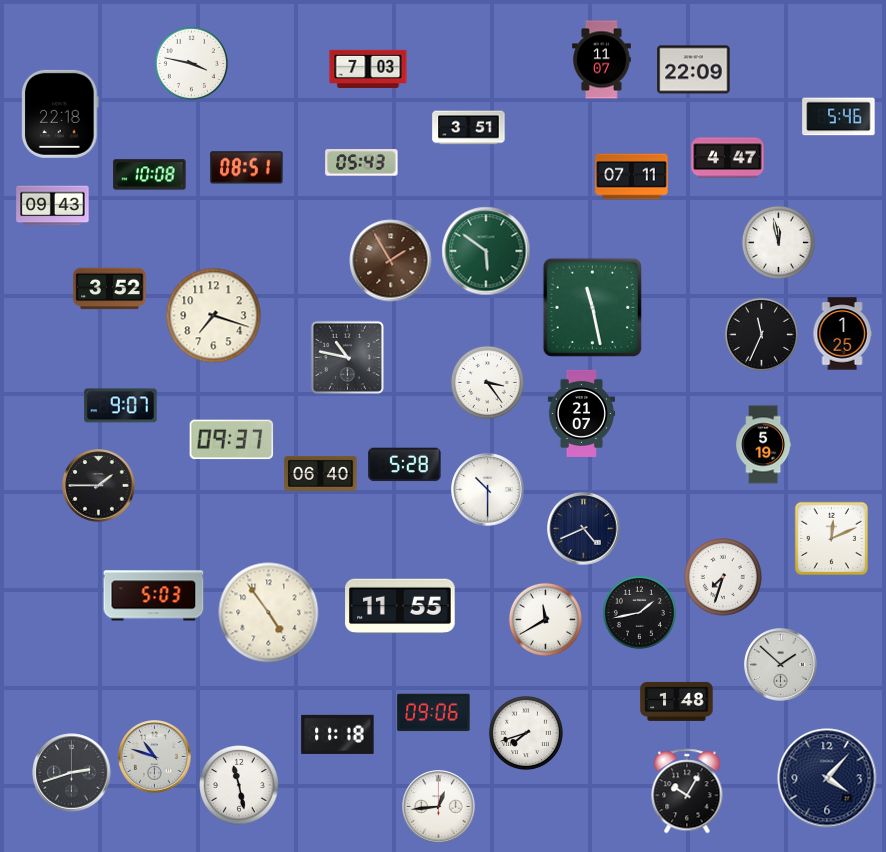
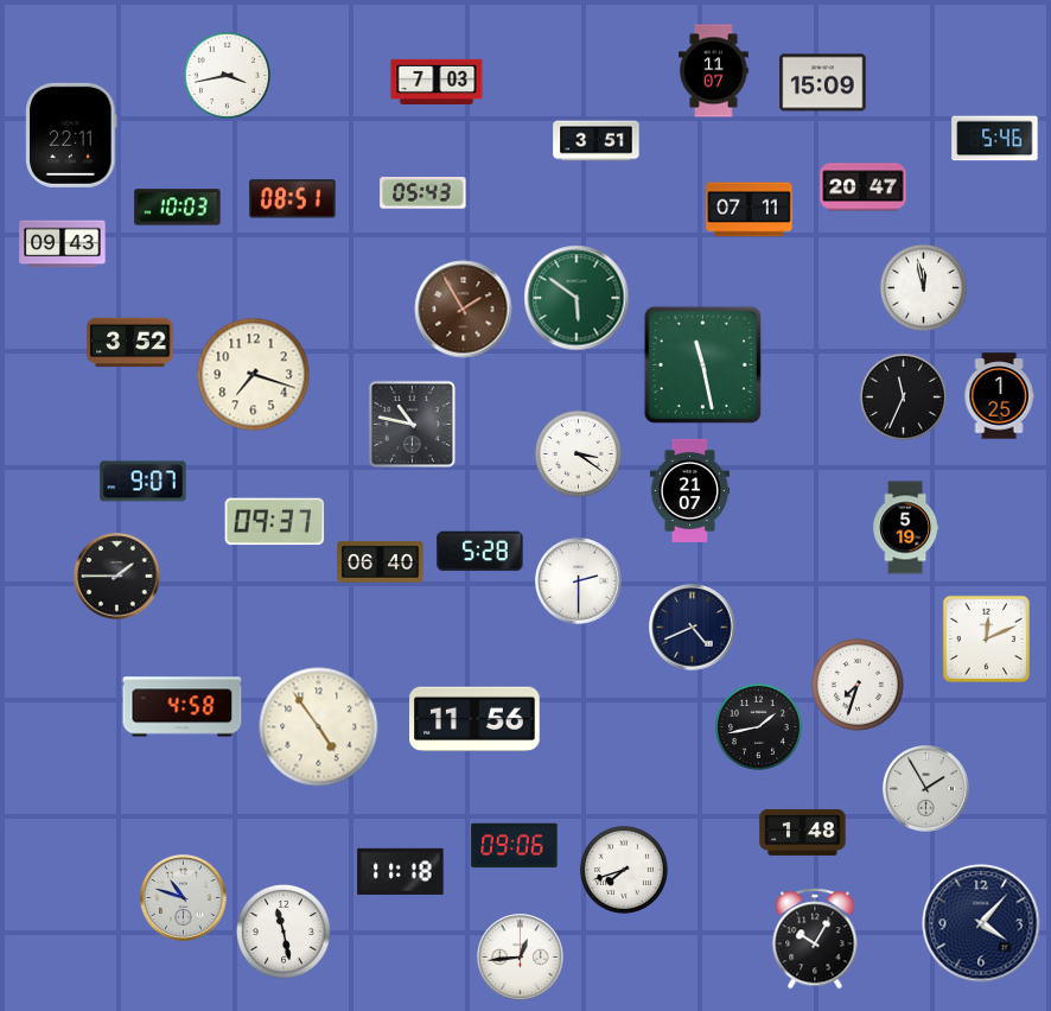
clock at (191, 63): 3:47 -> 3:43
clock at (694, 70): 22:09 -> 15:09
clock at (60, 114): 22:18 -> 22:11
clock at (469, 128) position: (469, 128) -> (597, 141)
clock at (728, 158): 4:47 -> 20:47
clock at (362, 163) position: (362, 163) -> (423, 193)
clock at (150, 175): 10:08 -> 10:03
clock at (487, 382): 3:24 -> 3:21
clock at (488, 490): 10:30 -> 2:30
clock at (154, 596): 5:03 -> 4:58
clock at (400, 606): 11:55 -> 11:56
clock at (545, 619): 11:40 -> none
clock at (781, 665): 1:52 -> 1:55
clock at (72, 773): 2:42 -> none
